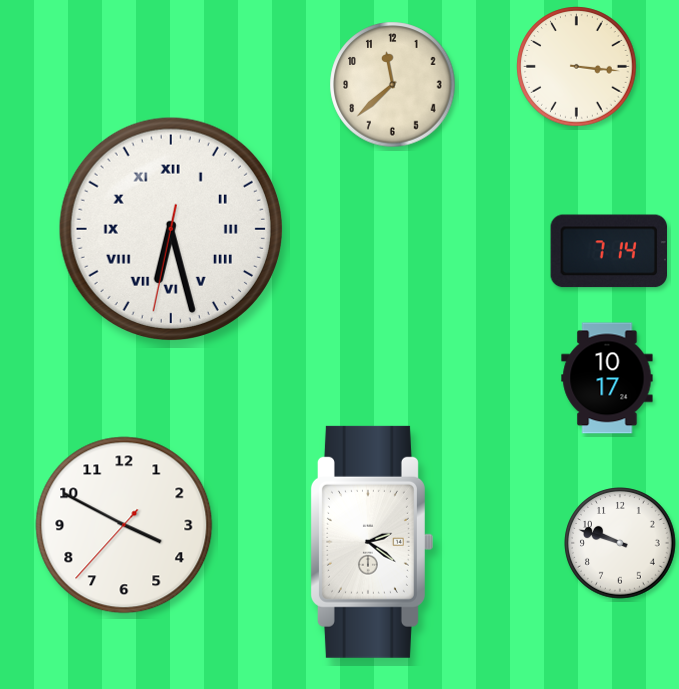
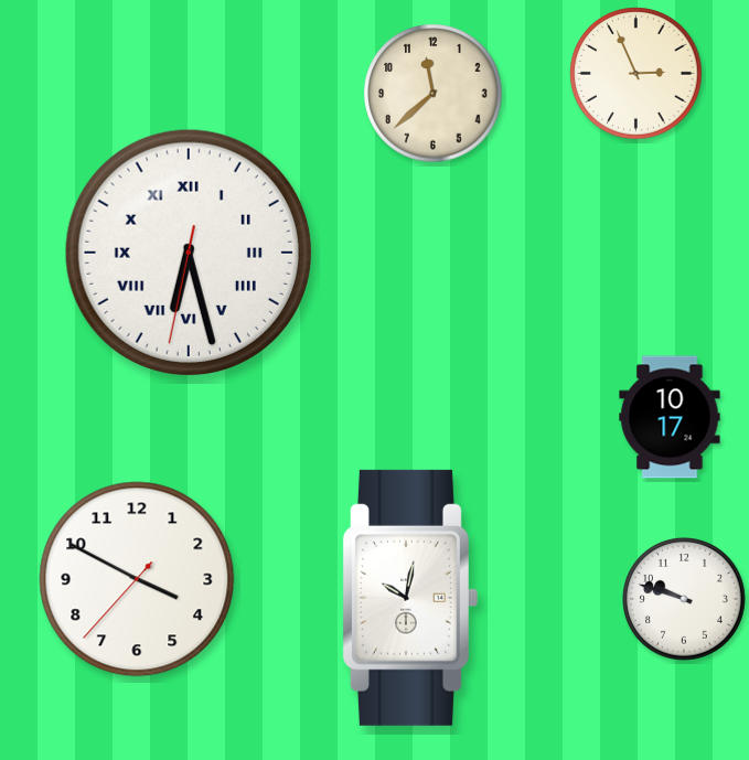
clock at (577, 67): 3:16 -> 2:56
clock at (608, 251): 7:14 -> none
clock at (371, 542): 2:21 -> 10:02
